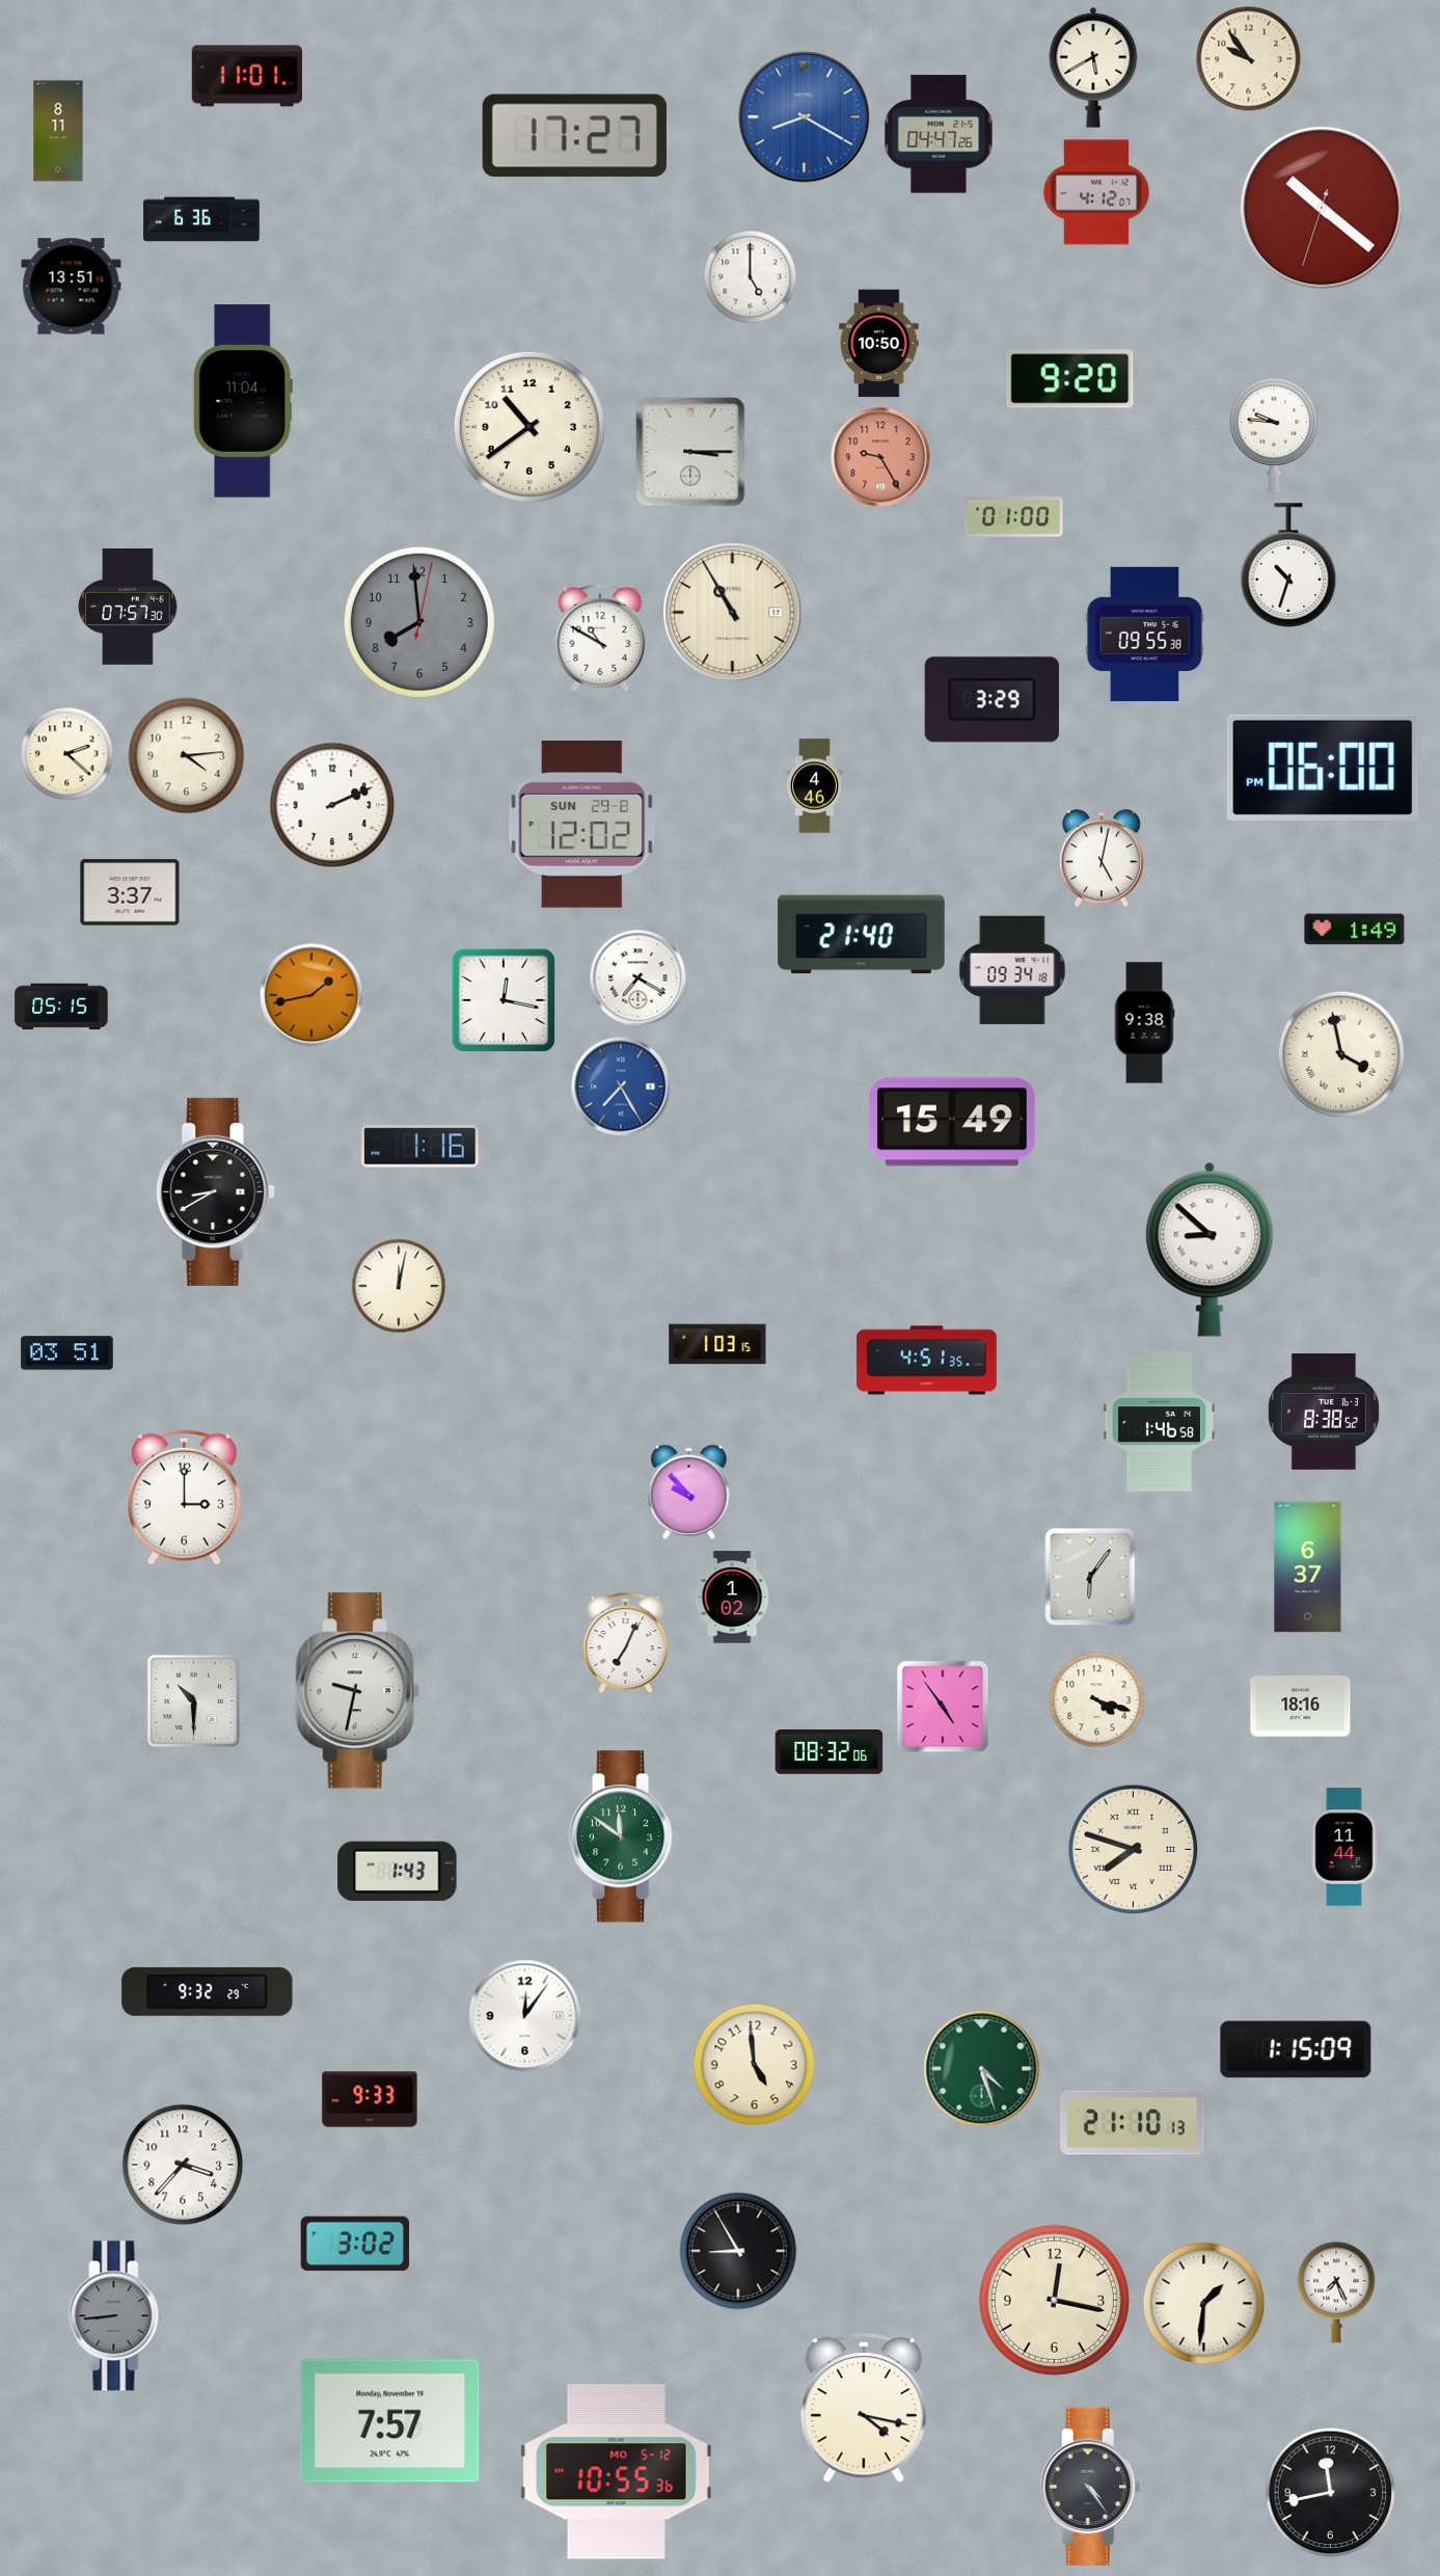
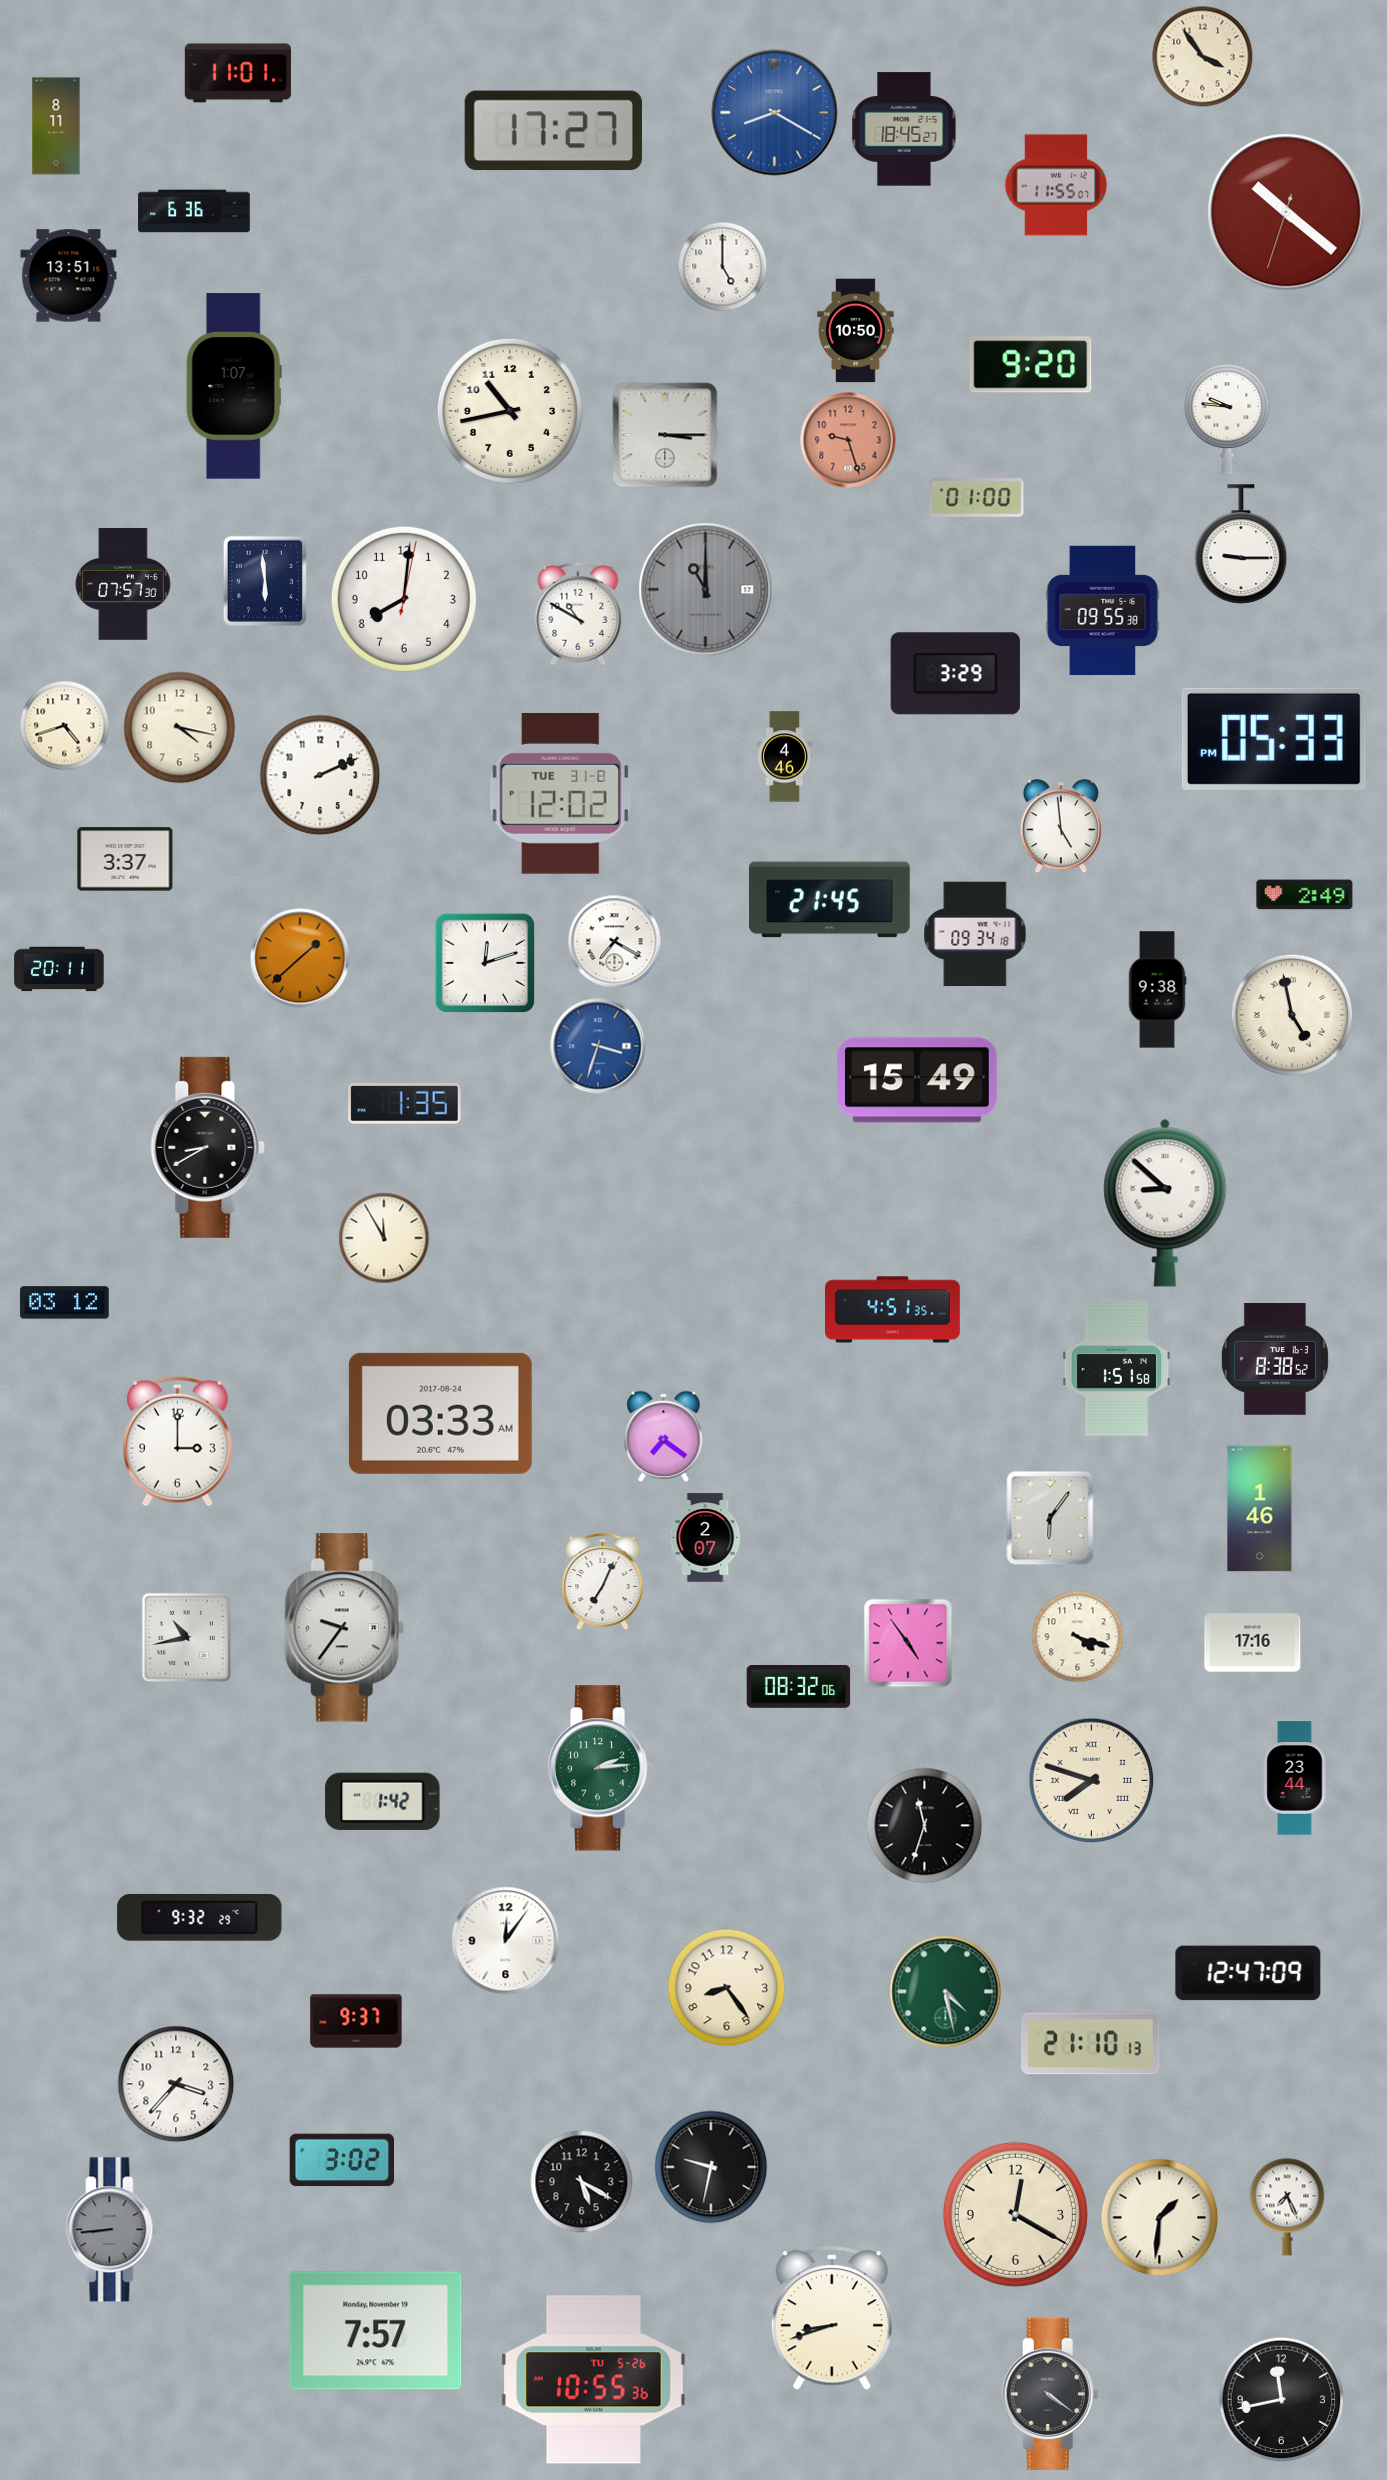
clock at (1249, 59): 9:54 -> 3:54
clock at (1093, 68): 5:40 -> none
clock at (939, 134): 04:47 -> 18:45
clock at (1096, 192): 4:12 -> 11:55
clock at (1322, 208) position: (1322, 208) -> (1286, 212)
clock at (879, 344) position: (879, 344) -> (856, 331)
clock at (243, 401): 11:04 -> 1:07
clock at (529, 427): 10:39 -> 10:43
clock at (880, 457): 9:25 -> 9:27
clock at (1288, 565): 10:33 -> 9:15
clock at (265, 580): none -> 5:59
clock at (733, 613): 10:55 -> 11:00
clock at (733, 613) dial: cream -> grey
clock at (419, 622): 7:59 -> 8:01
clock at (419, 622) dial: grey -> white
clock at (67, 754): 2:22 -> 4:42
clock at (187, 756): 4:14 -> 4:17
clock at (1323, 768): 06:00 -> 05:33
clock at (581, 824) date: SUN 29-8 -> TUE 31-8
clock at (1102, 859): 5:02 -> 4:59
clock at (1355, 930): 1:49 -> 2:49
clock at (862, 935): 21:40 -> 21:45
clock at (311, 995): 1:43 -> 1:38
clock at (504, 1000): 12:17 -> 12:12
clock at (61, 1007): 05:15 -> 20:11
clock at (1144, 1023) position: (1144, 1023) -> (1157, 990)
clock at (1341, 1054): 3:58 -> 4:58
clock at (621, 1086): 7:25 -> 3:33
clock at (420, 1147): 1:16 -> 1:35
clock at (399, 1286): 12:02 -> 11:55
clock at (717, 1344): 1:03 -> none
clock at (67, 1353): 03:51 -> 03:12
clock at (1160, 1421): 1:46 -> 1:51
clock at (440, 1413): none -> 03:33
clock at (689, 1492): 9:53 -> 7:21
clock at (1308, 1567): 6:37 -> 1:46
clock at (732, 1598): 1:02 -> 2:07
clock at (357, 1691): 9:32 -> 9:36
clock at (193, 1700): 10:30 -> 10:43
clock at (1097, 1700) position: (1097, 1700) -> (1078, 1637)
clock at (1301, 1707): 18:16 -> 17:16
clock at (624, 1836): 11:51 -> 2:14
clock at (1344, 1847): 11:44 -> 23:44
clock at (398, 1871): 1:43 -> 1:42
clock at (925, 1826): none -> 11:33
clock at (1296, 2049): 1:15 -> 12:47
clock at (755, 2065): 4:59 -> 8:24
clock at (982, 2069): 4:27 -> 4:28
clock at (370, 2099): 9:33 -> 9:37
clock at (738, 2251): 8:55 -> 9:32
clock at (582, 2182): none -> 5:20
clock at (1054, 2300): 12:17 -> 12:20
clock at (864, 2409): 4:17 -> 8:42
clock at (616, 2472) date: MO 5-12 -> TU 5-26
clock at (1090, 2487): 4:24 -> 4:21
